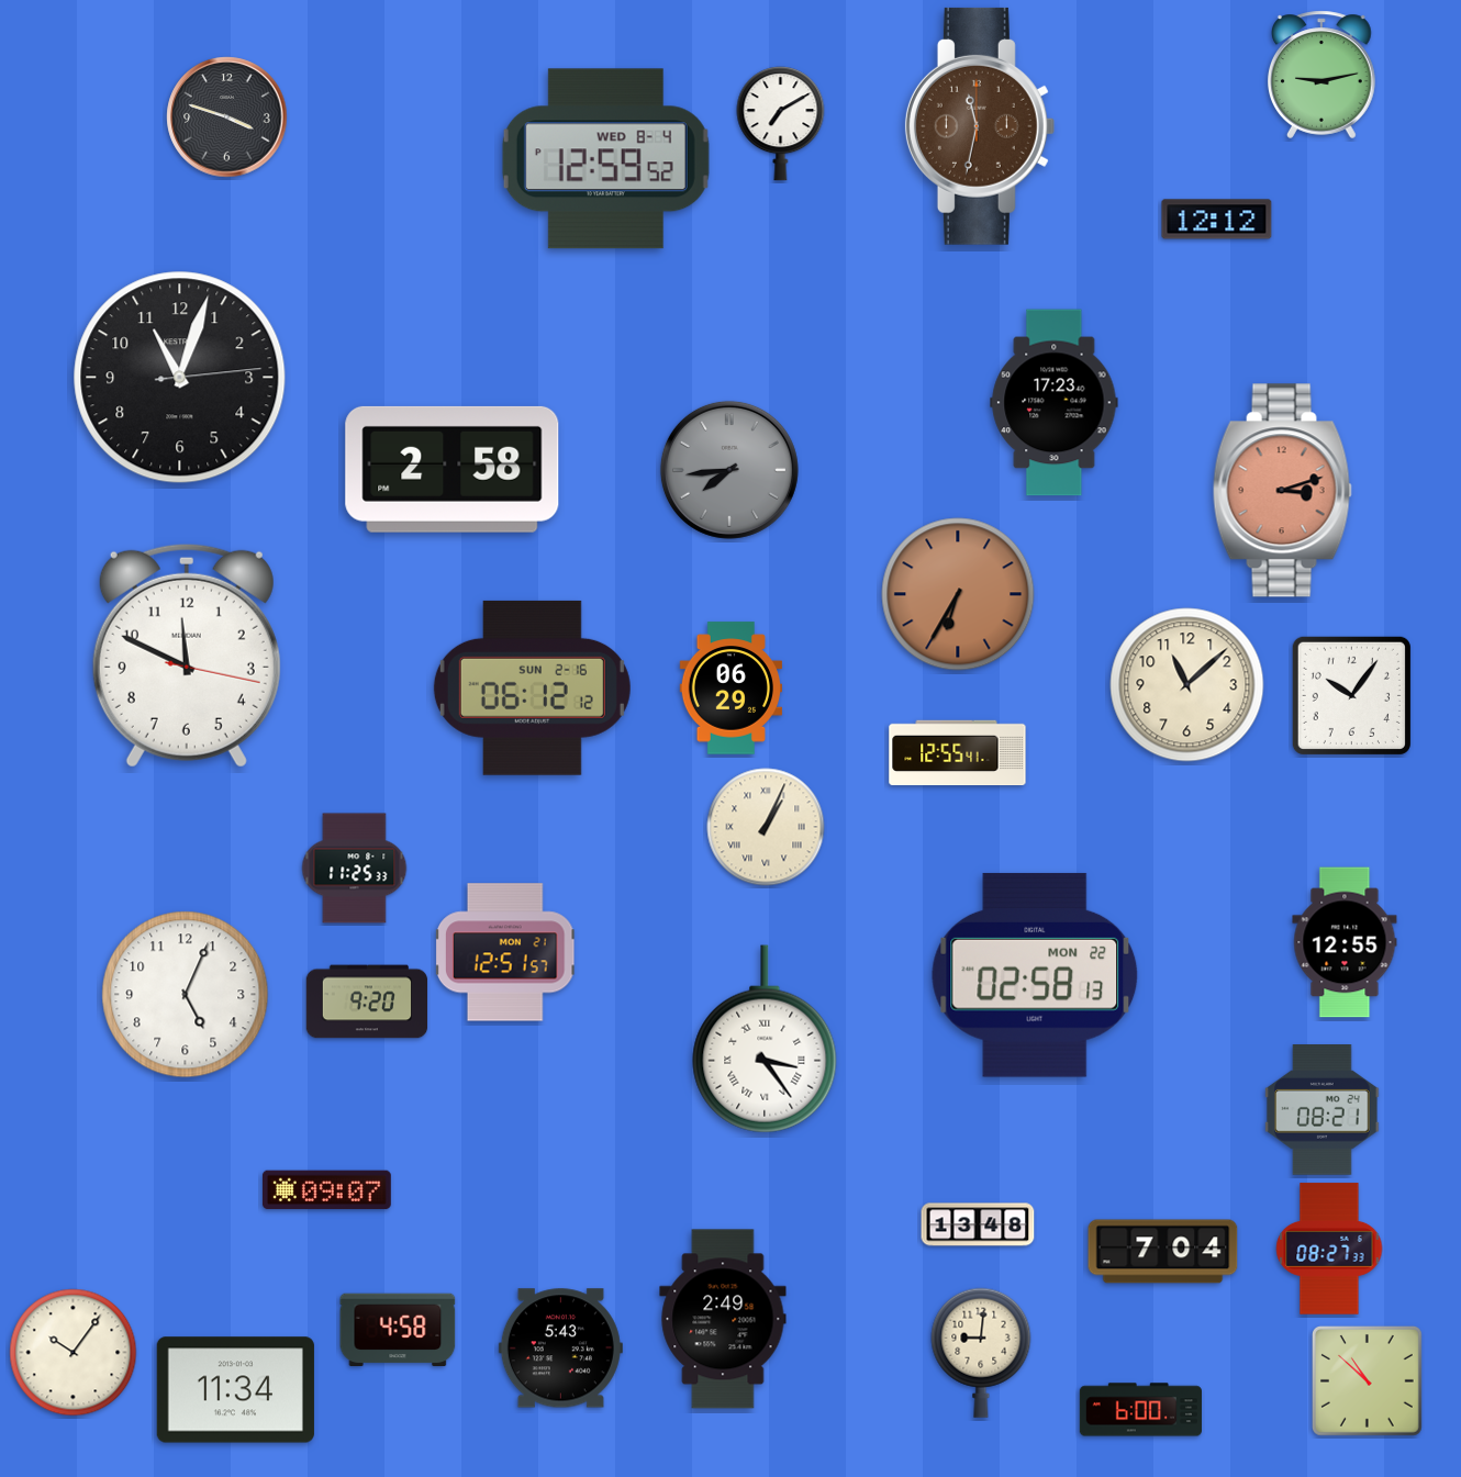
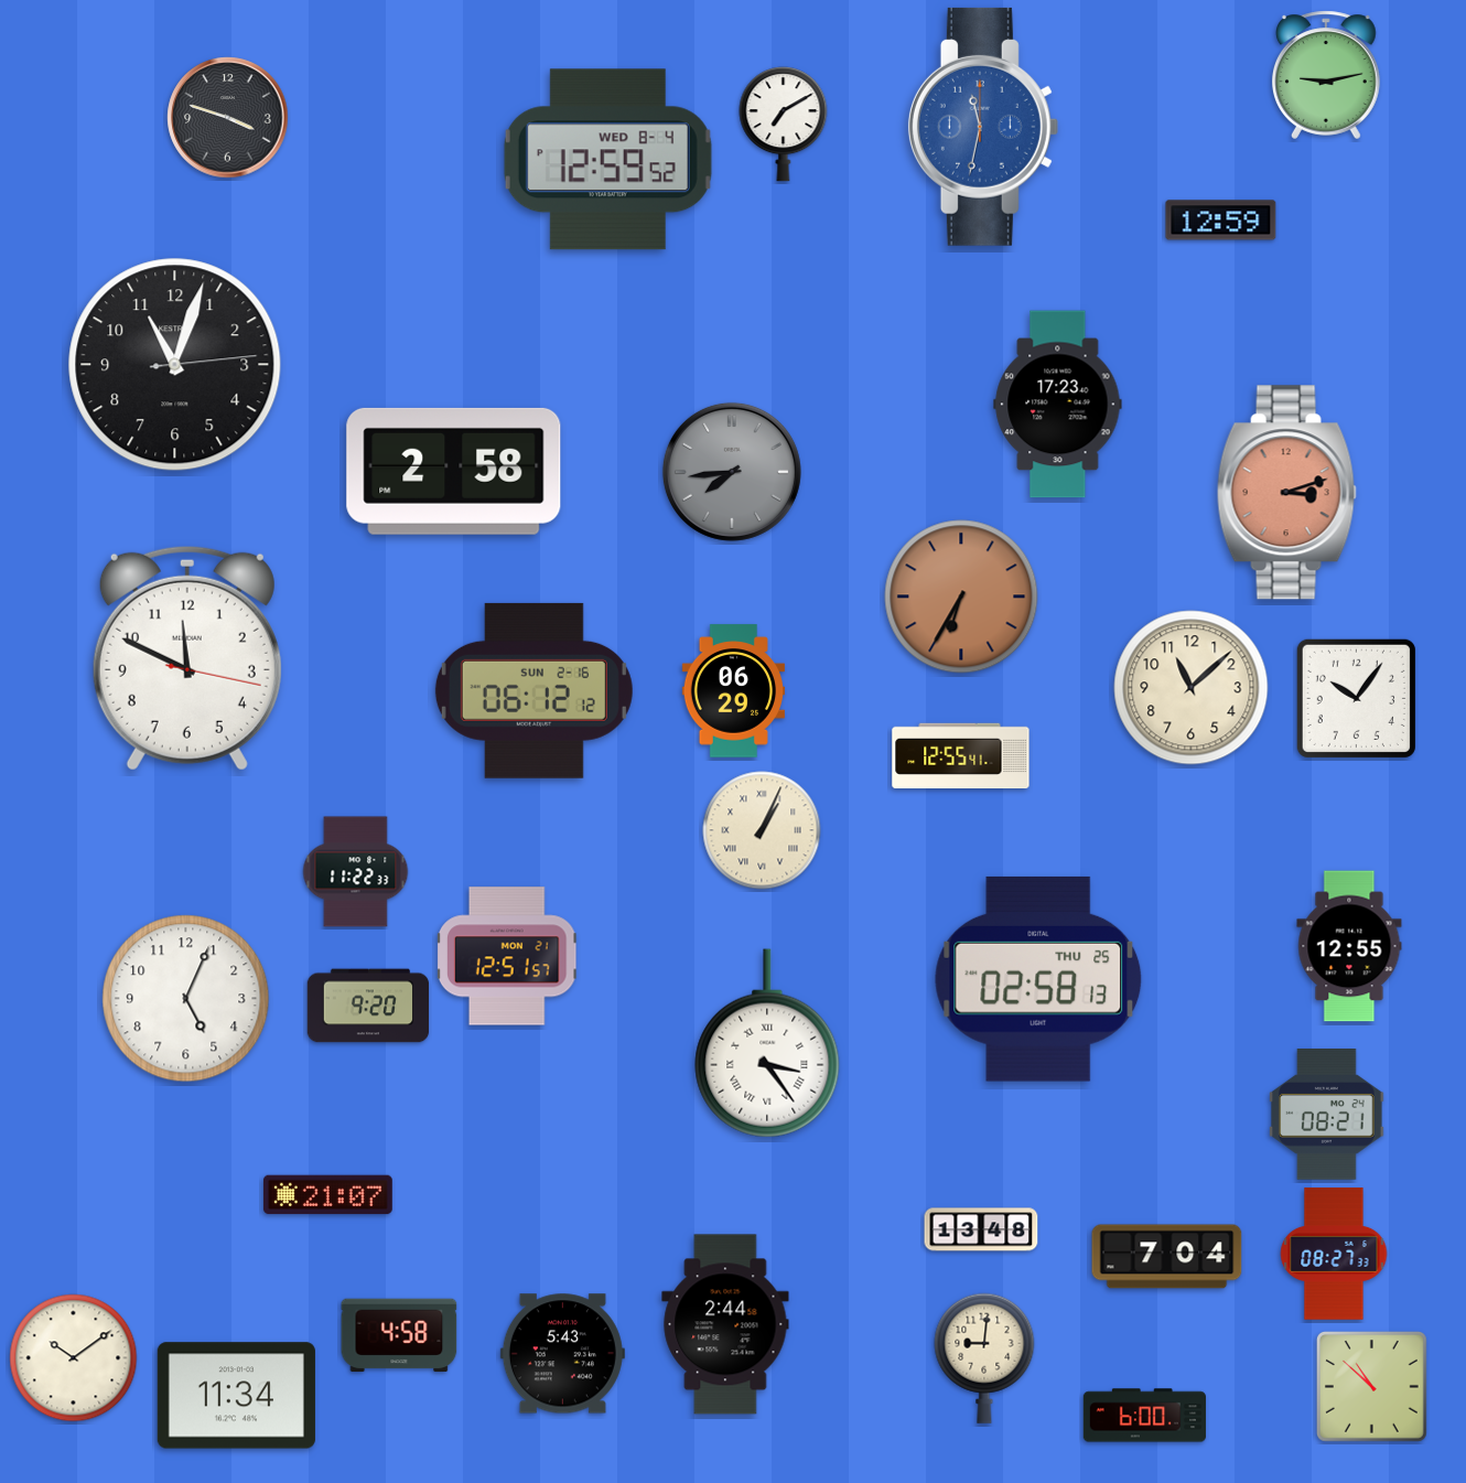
clock at (980, 126) dial: brown -> blue
clock at (1217, 220): 12:12 -> 12:59
clock at (180, 378) position: (180, 378) -> (175, 365)
clock at (766, 827) position: (766, 827) -> (762, 830)
clock at (355, 869): 11:25 -> 11:22
clock at (1035, 975) date: MON 22 -> THU 25
clock at (326, 1190): 09:07 -> 21:07
clock at (723, 1319): 2:49 -> 2:44
clock at (74, 1353): 10:06 -> 10:09
